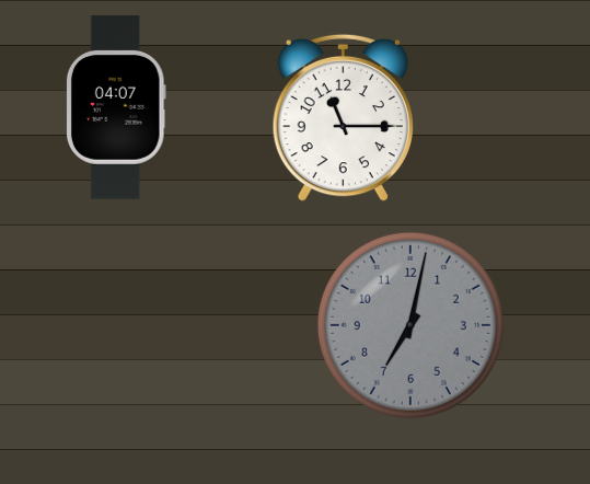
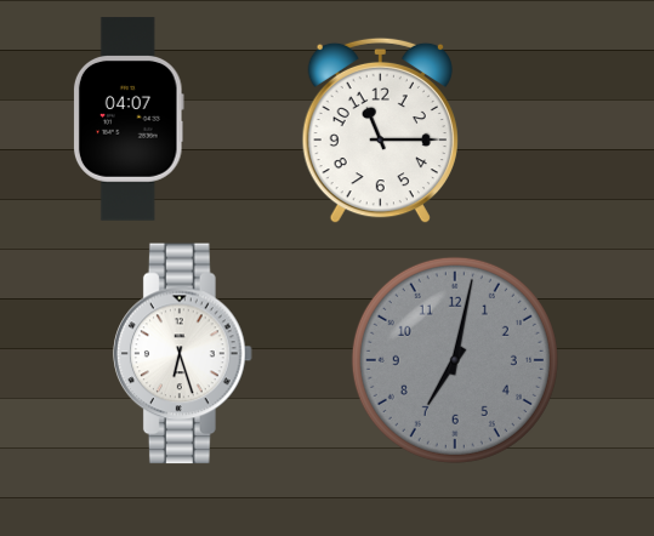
clock at (182, 354): none -> 6:27
